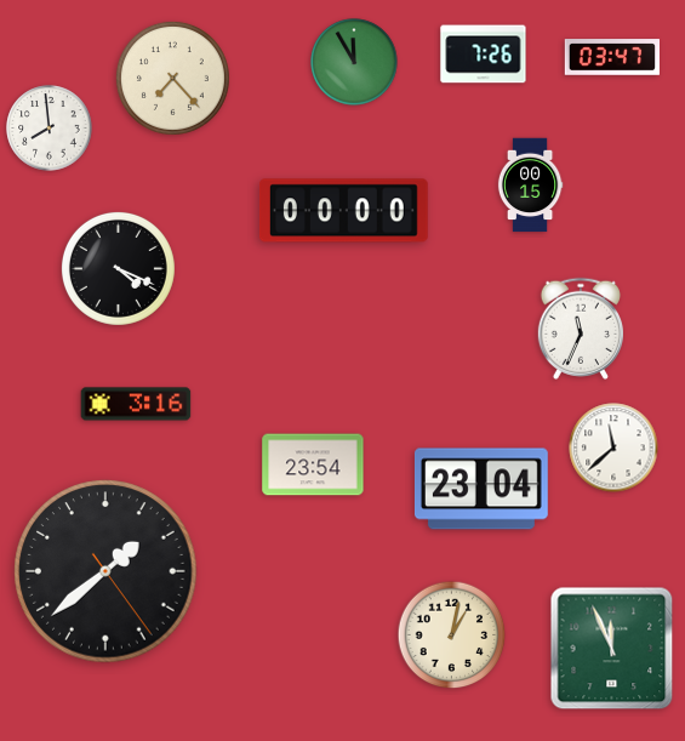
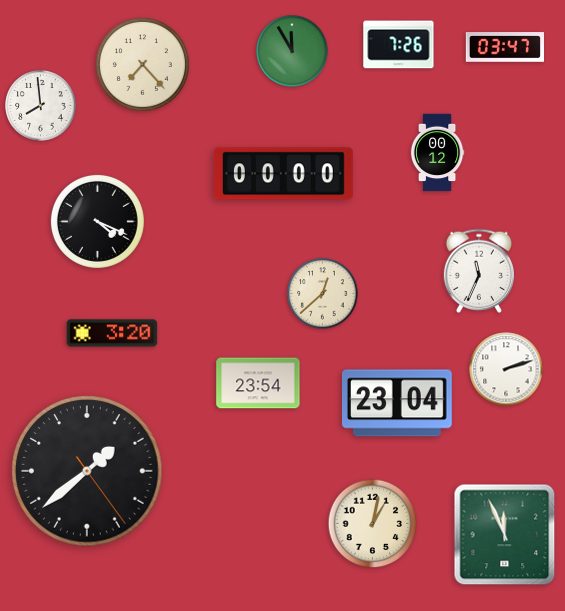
clock at (530, 186): 00:15 -> 00:12
clock at (323, 294): none -> 12:38
clock at (136, 404): 3:16 -> 3:20
clock at (613, 448): 11:38 -> 2:12
